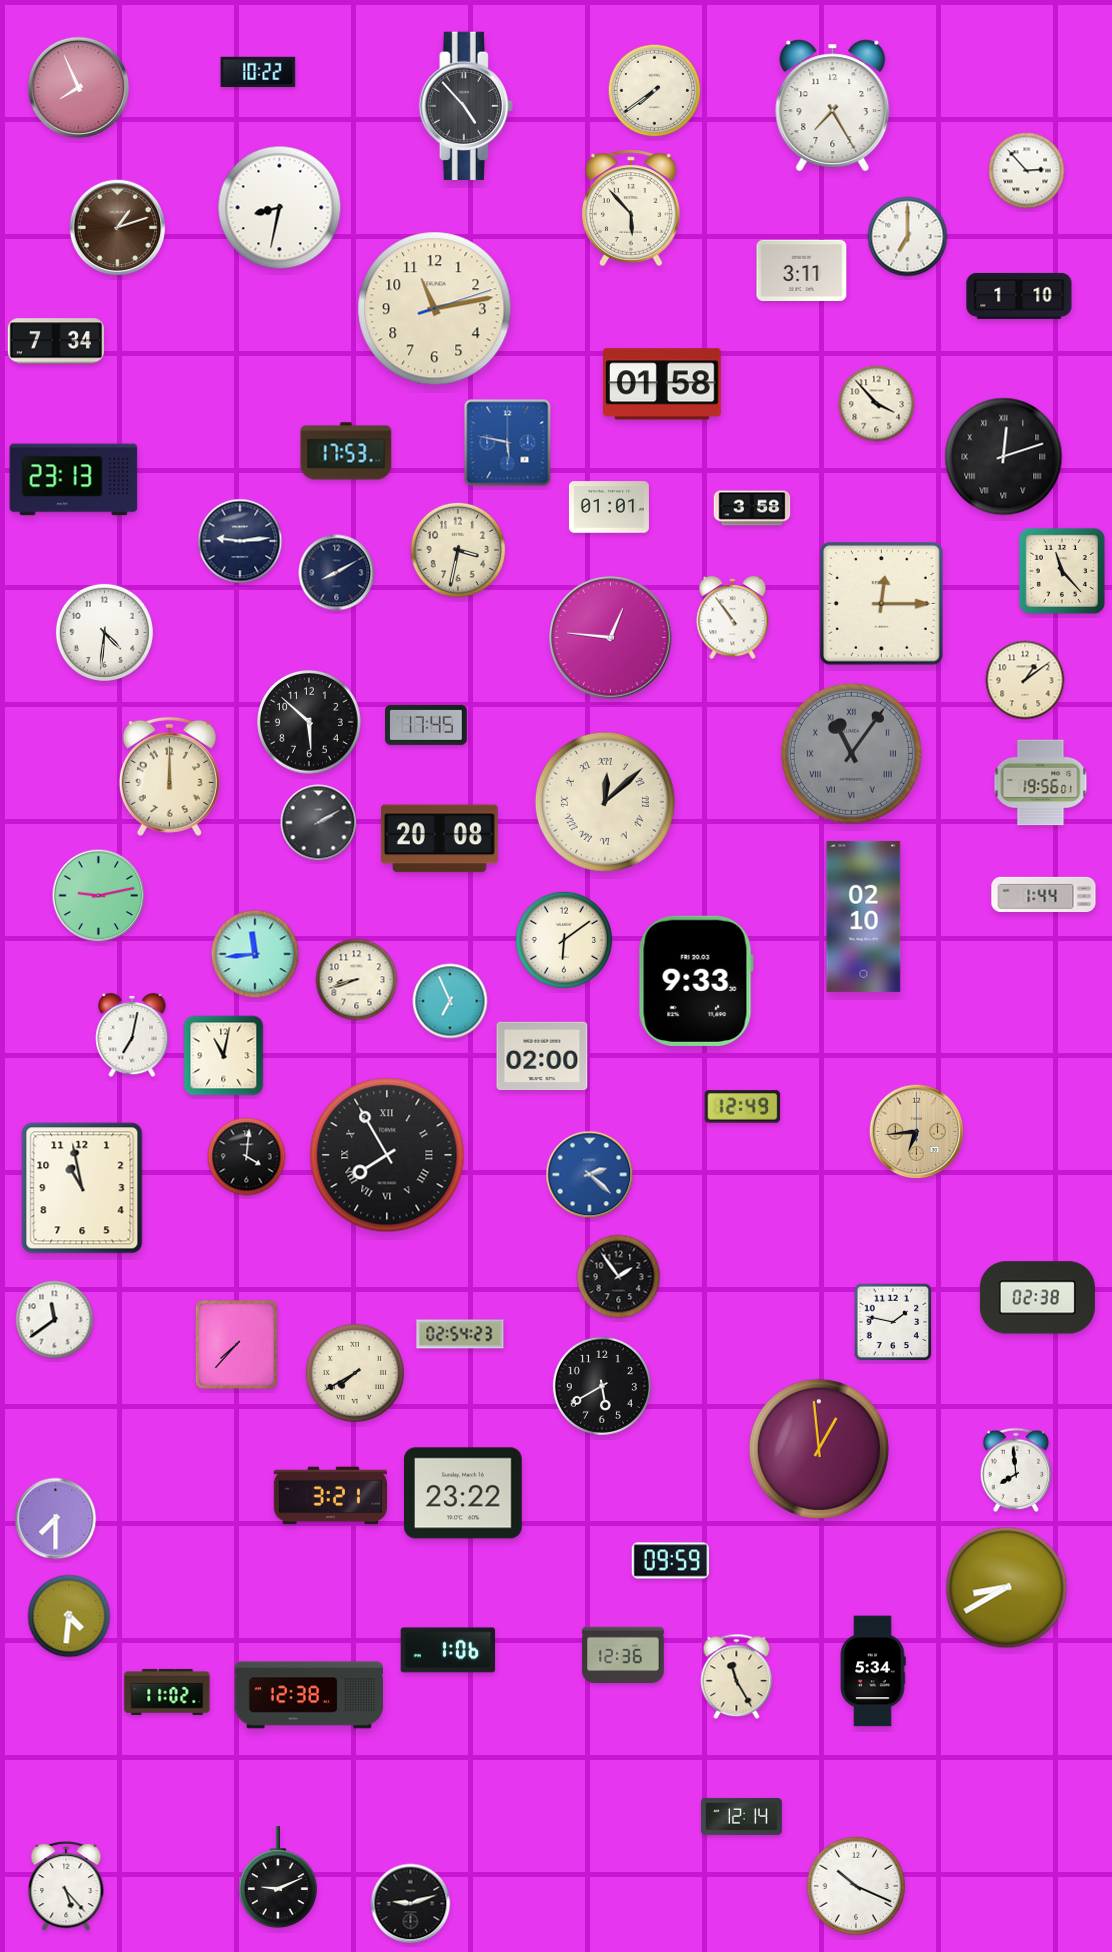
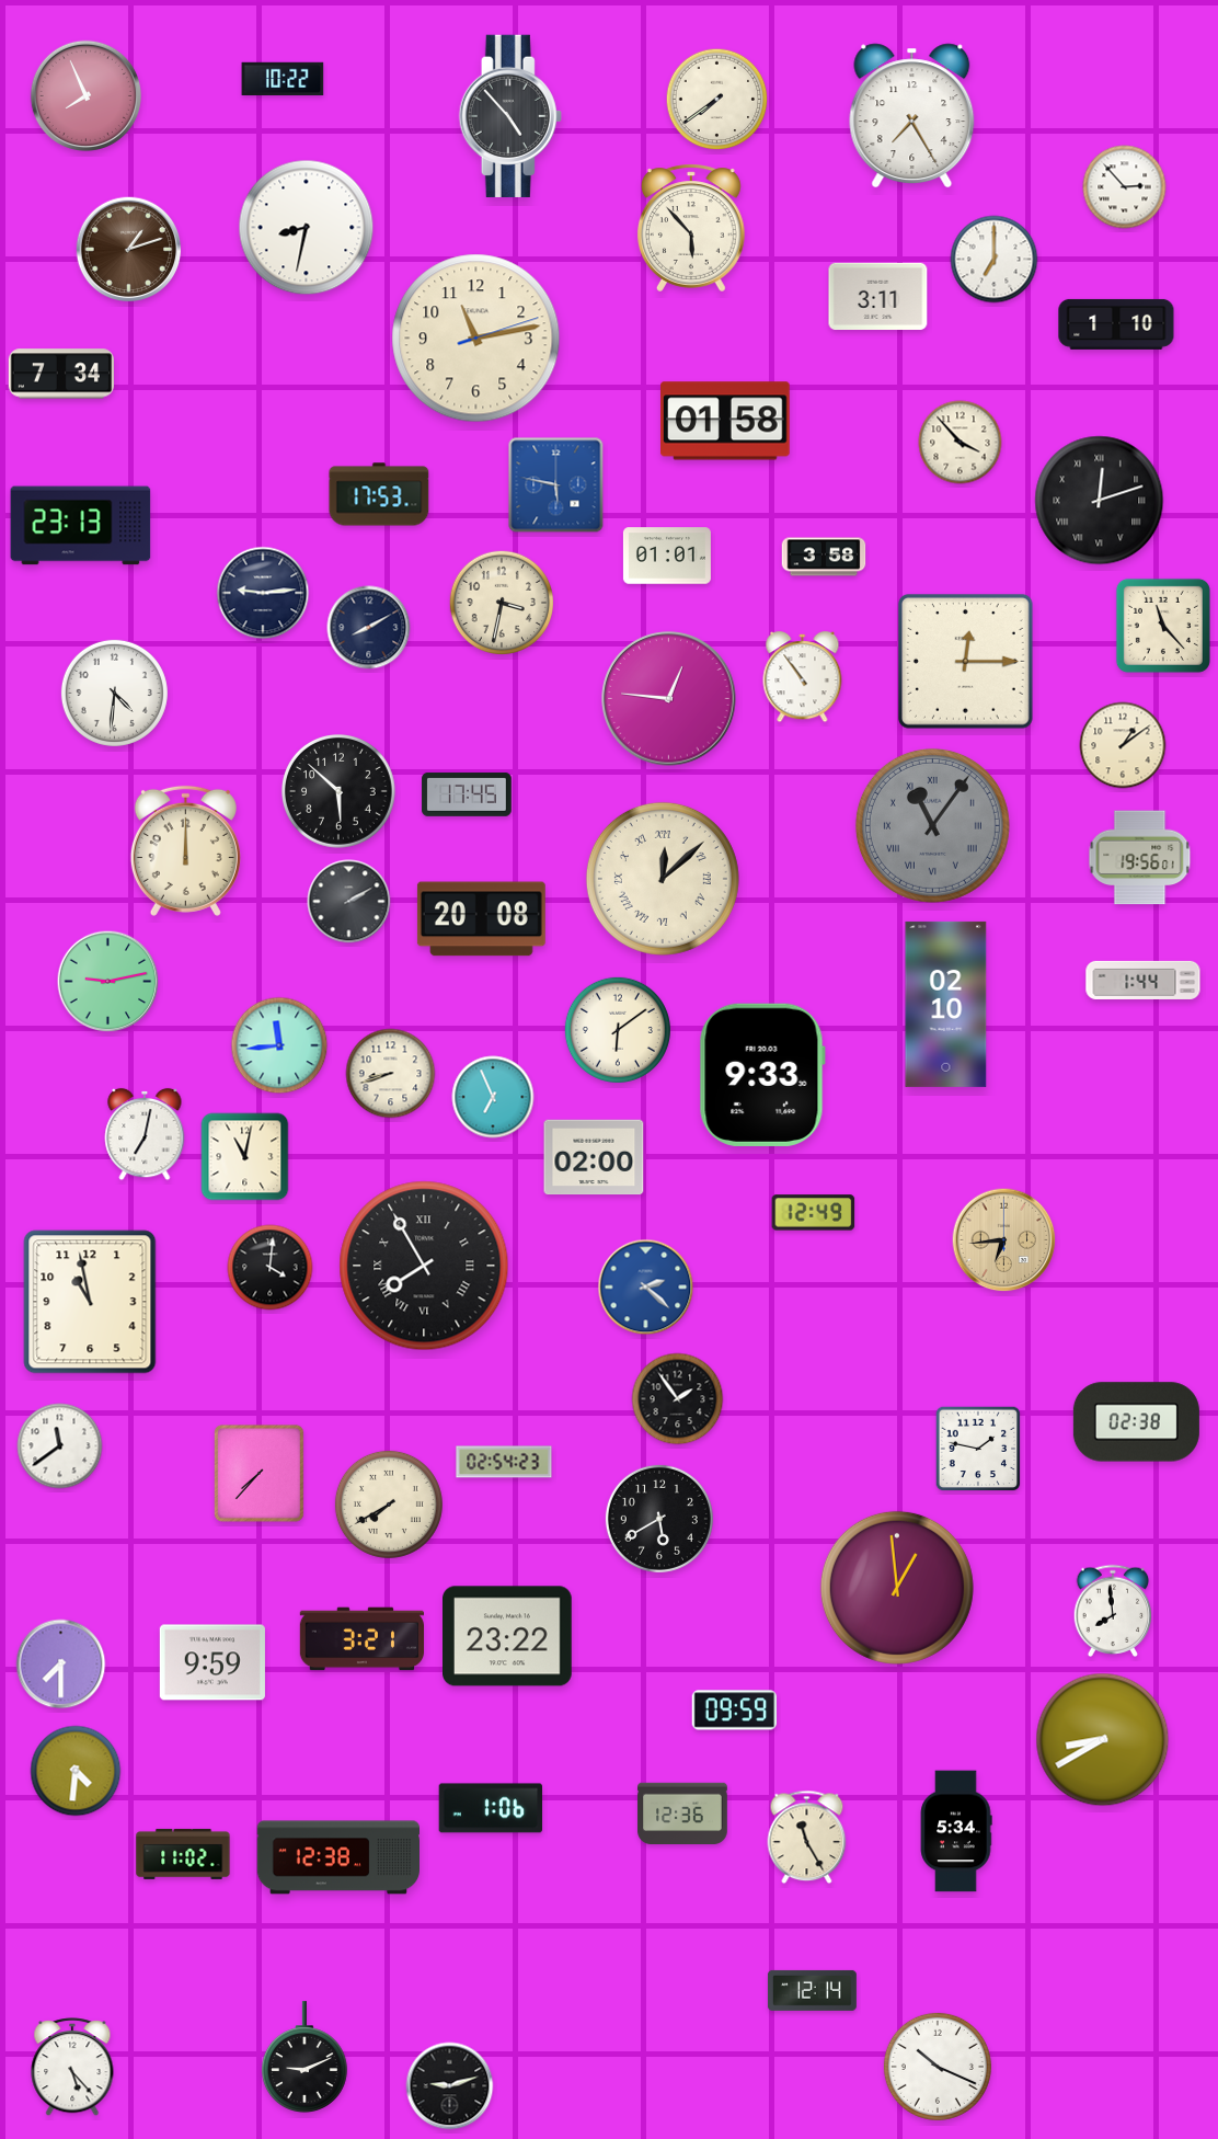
clock at (212, 1662): none -> 9:59
